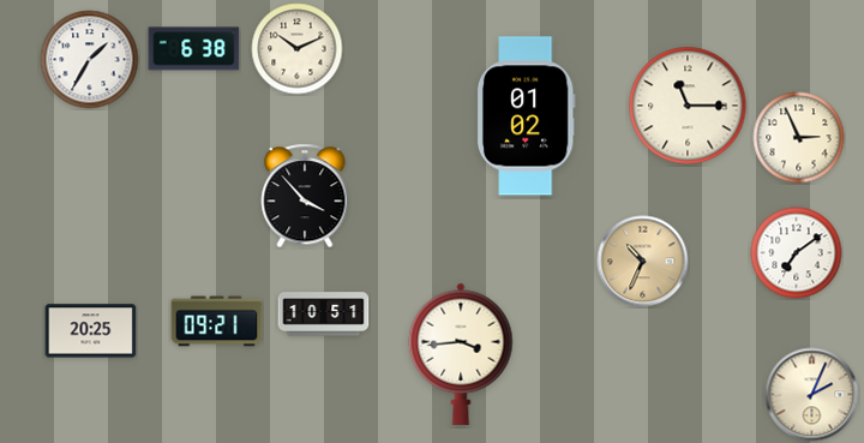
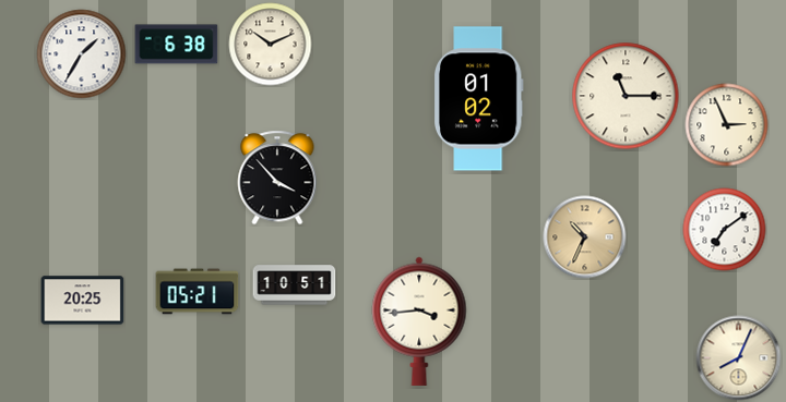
clock at (526, 116) position: (526, 116) -> (478, 99)
clock at (217, 322): 09:21 -> 05:21
clock at (812, 395): 2:04 -> 8:04
